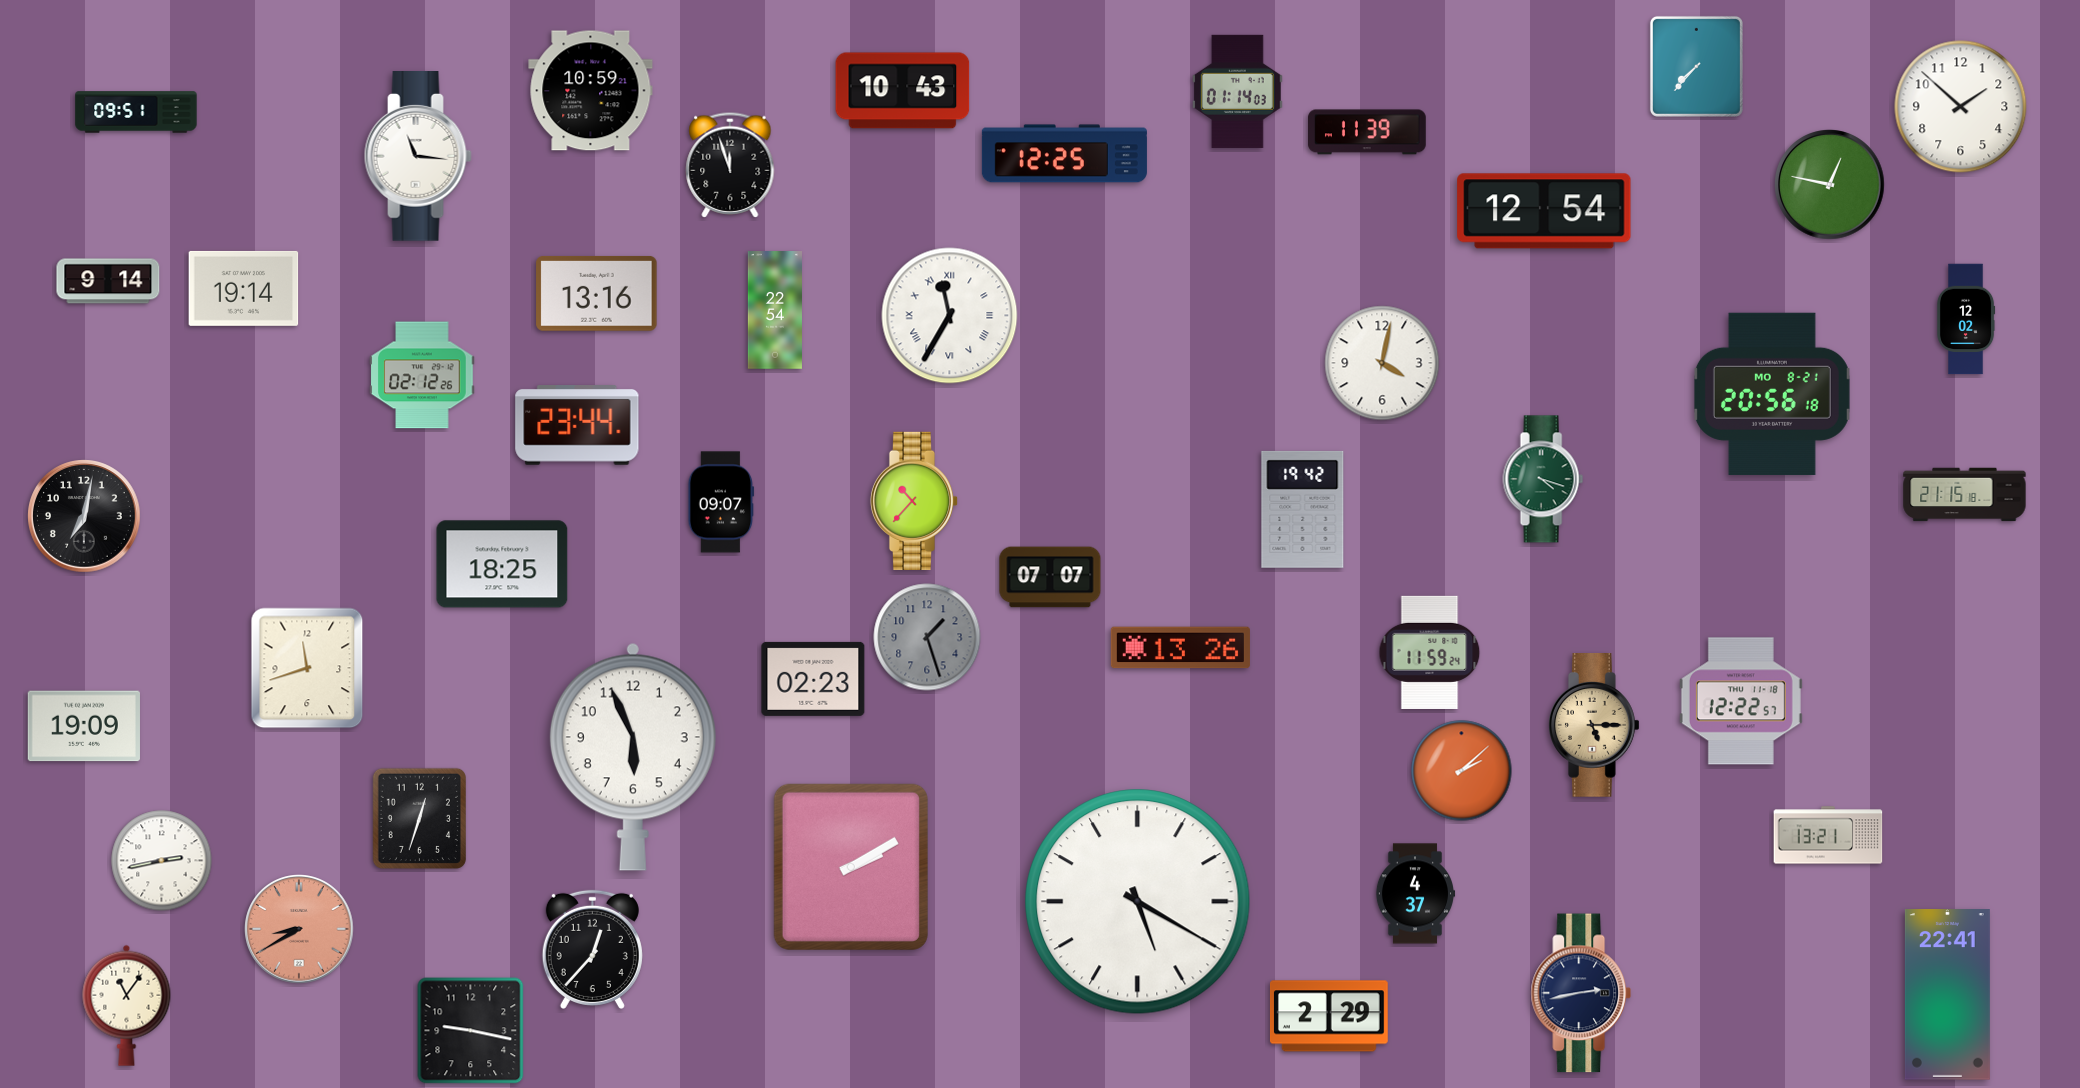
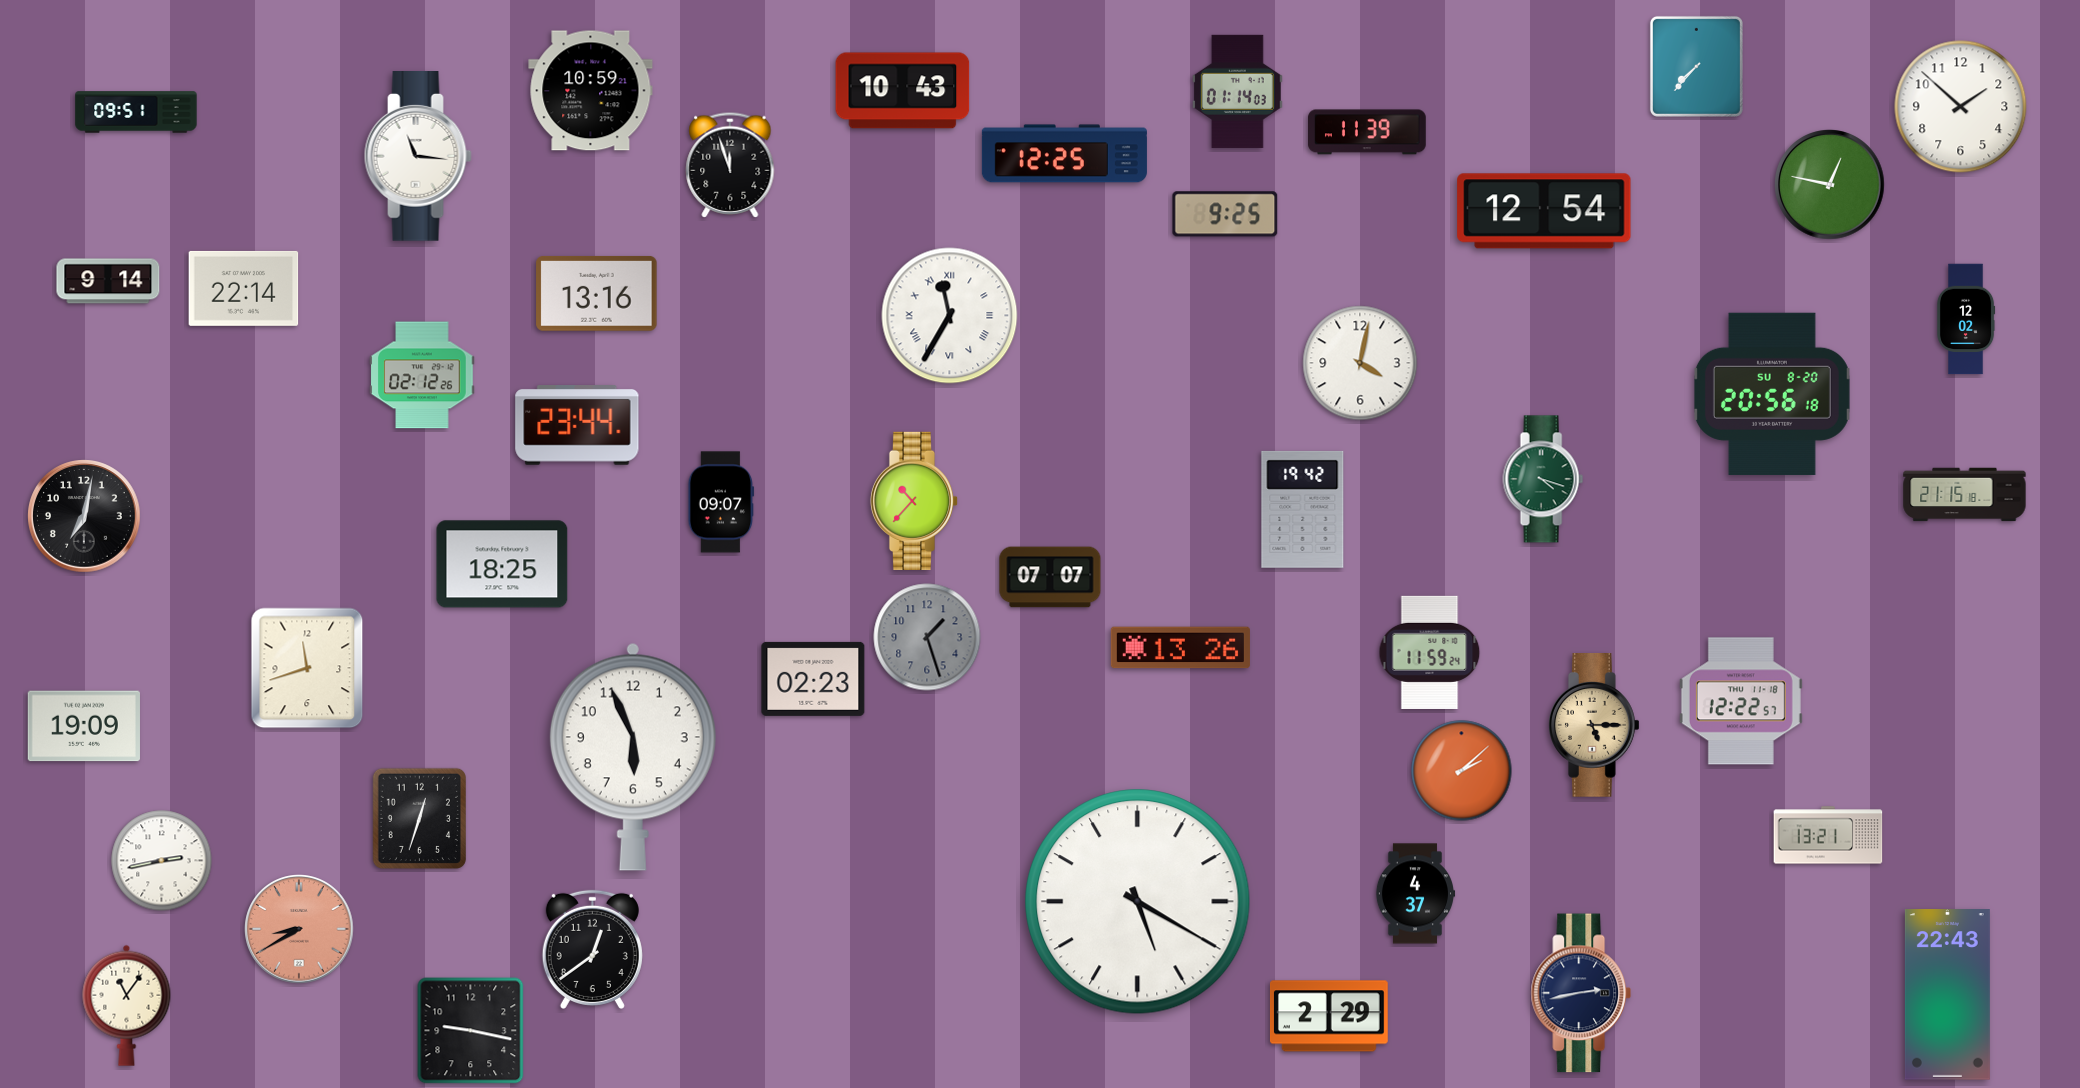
clock at (1225, 214): none -> 9:25
clock at (244, 288): 19:14 -> 22:14
clock at (775, 310): 22:54 -> none
clock at (1382, 363) position: (1382, 363) -> (1360, 363)
clock at (1772, 393) date: MO 8-21 -> SU 8-20
clock at (851, 867): 2:10 -> none
clock at (592, 949): 12:37 -> 12:39
clock at (1947, 995): 22:41 -> 22:43
